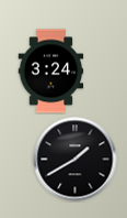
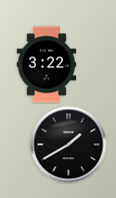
clock at (51, 72): 3:24 -> 3:22
